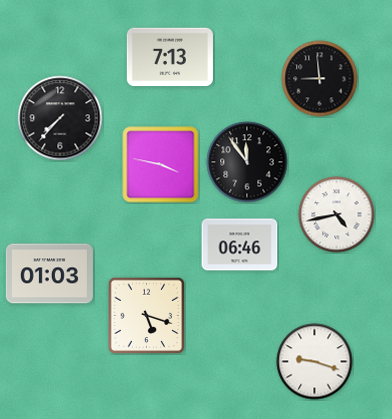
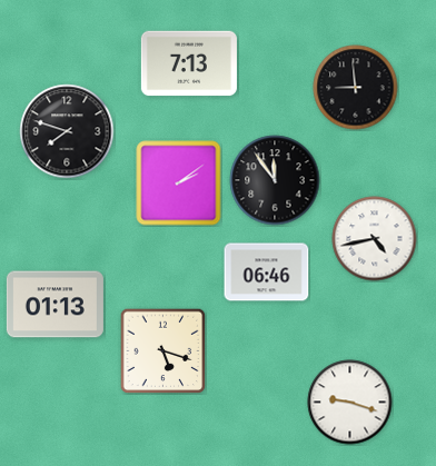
clock at (60, 118): 7:37 -> 7:48
clock at (161, 165): 3:47 -> 2:09
clock at (49, 274): 01:03 -> 01:13
